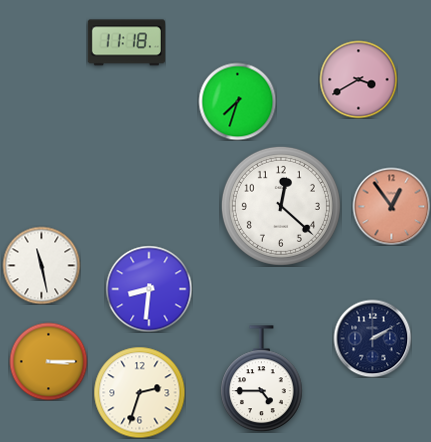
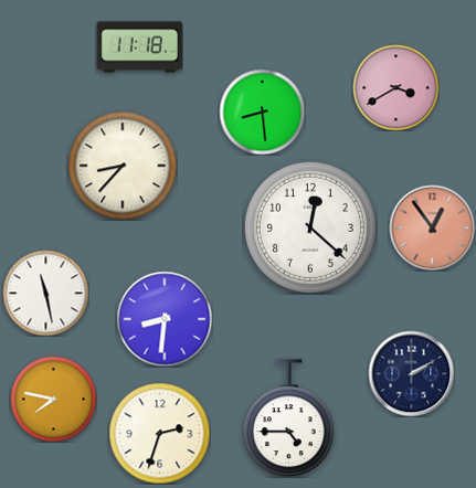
clock at (237, 101): 7:33 -> 8:29
clock at (123, 166): none -> 8:37
clock at (48, 361): 3:15 -> 7:47
clock at (139, 392) position: (139, 392) -> (159, 433)
